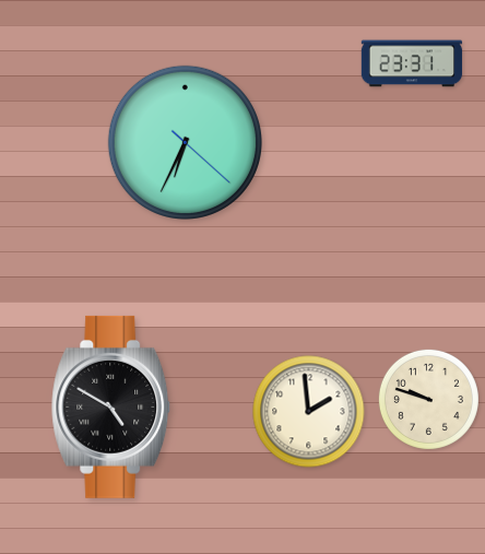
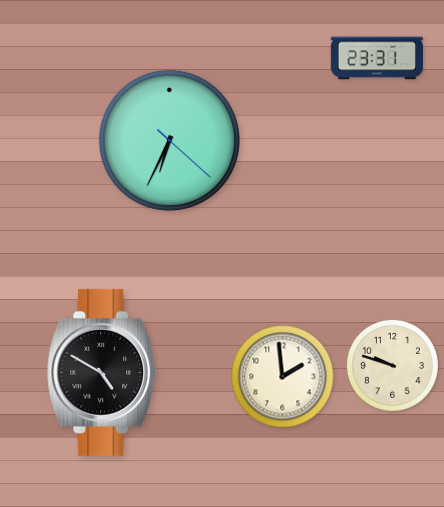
clock at (185, 142) position: (185, 142) -> (169, 140)
